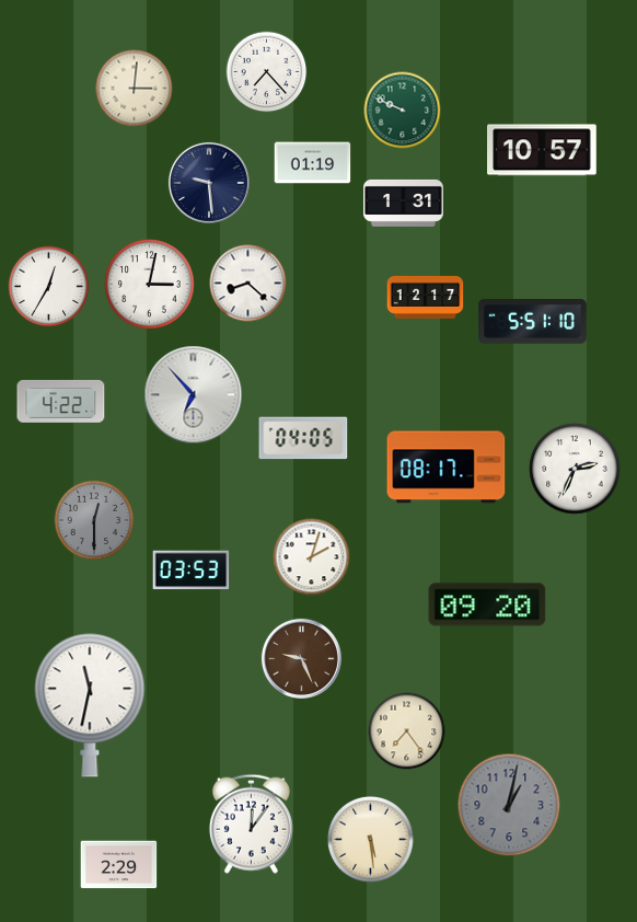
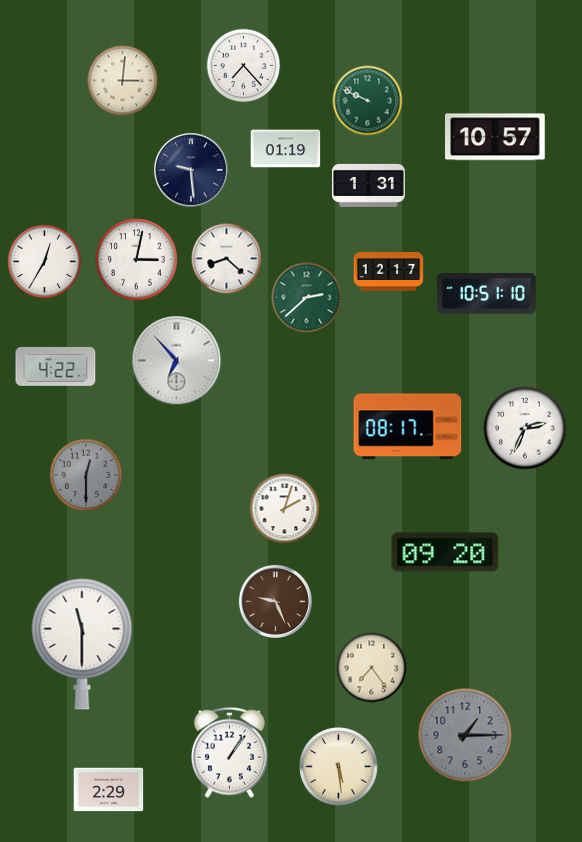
clock at (209, 183) position: (209, 183) -> (191, 170)
clock at (532, 322): 5:51 -> 10:51
clock at (307, 298): none -> 2:38
clock at (303, 438): 04:05 -> none
clock at (192, 571): 03:53 -> none
clock at (90, 705): 11:32 -> 11:30
clock at (509, 805): 1:02 -> 1:15
clock at (251, 823): 12:06 -> 1:06
